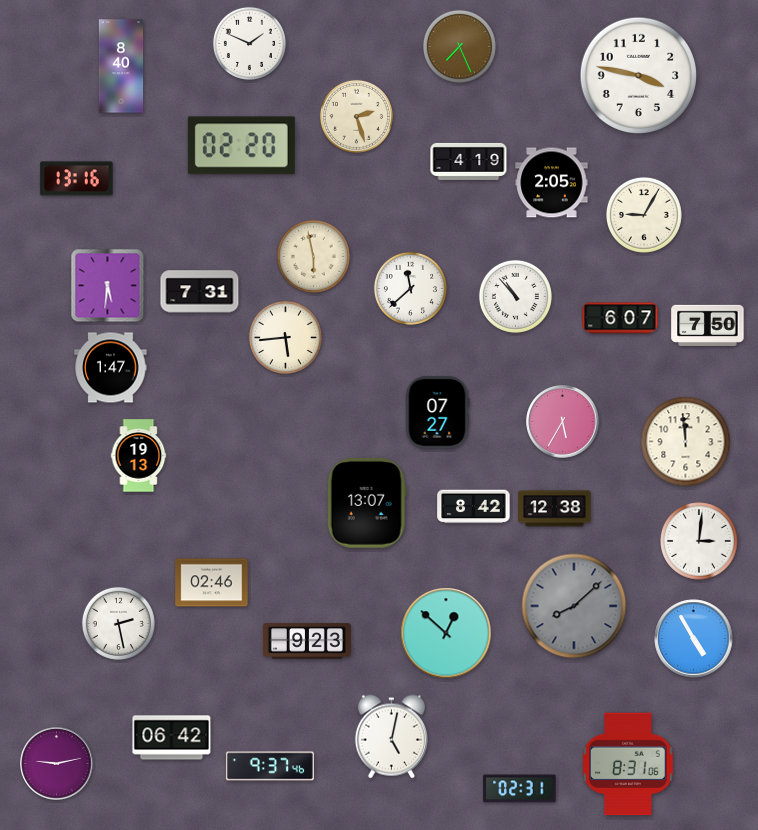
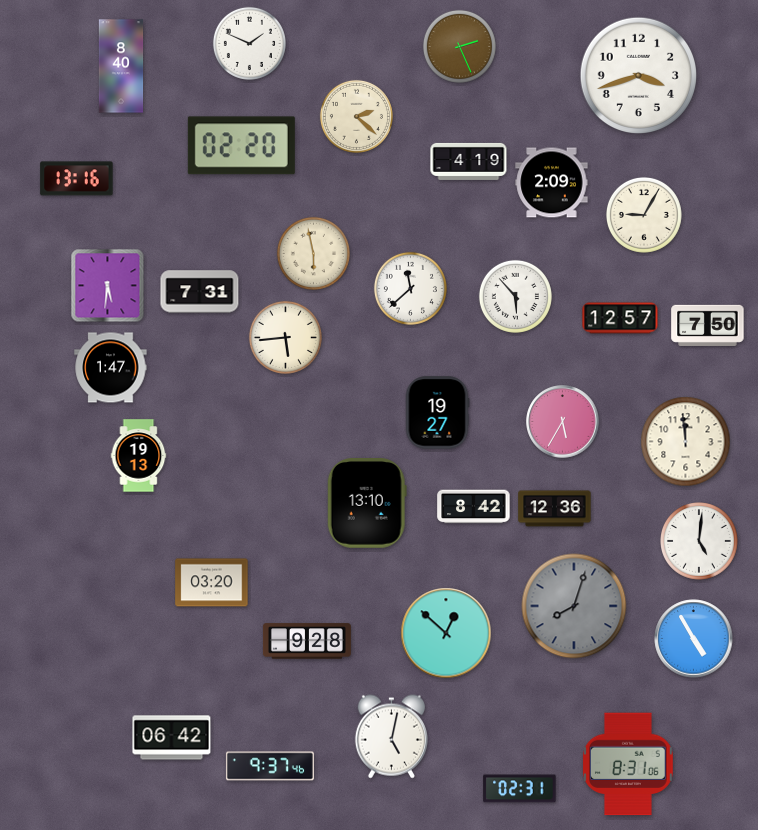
clock at (459, 46): 7:26 -> 2:26
clock at (638, 75): 3:47 -> 3:42
clock at (356, 116): 2:27 -> 2:22
clock at (552, 183): 2:05 -> 2:09
clock at (313, 256) position: (313, 256) -> (313, 253)
clock at (515, 296): 10:53 -> 5:53
clock at (620, 318): 6:07 -> 12:57
clock at (437, 413): 07:27 -> 19:27
clock at (367, 504): 13:07 -> 13:10
clock at (555, 509): 12:38 -> 12:36
clock at (700, 542): 3:01 -> 5:01
clock at (212, 583): 02:46 -> 03:20
clock at (574, 606): 8:08 -> 8:03
clock at (118, 623): 2:28 -> none
clock at (307, 641): 9:23 -> 9:28
clock at (57, 764): 9:13 -> none
